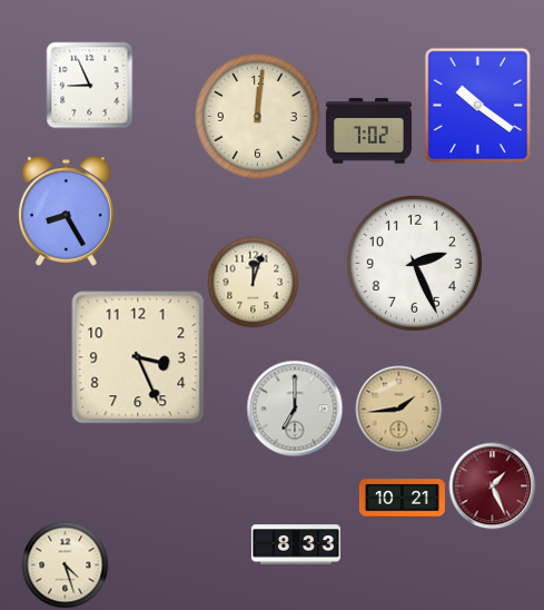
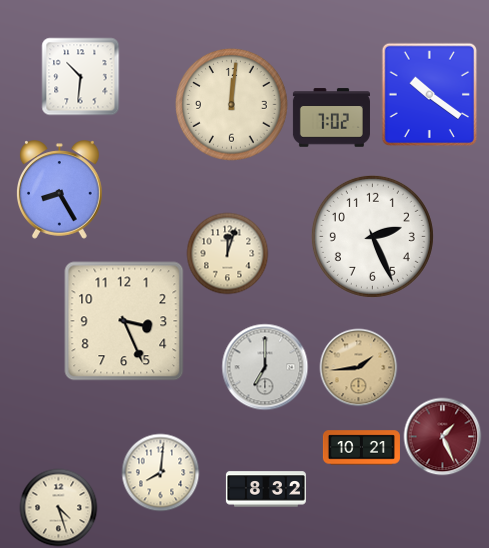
clock at (89, 85): 8:56 -> 10:31
clock at (160, 472): none -> 8:01
clock at (296, 544): 8:33 -> 8:32
